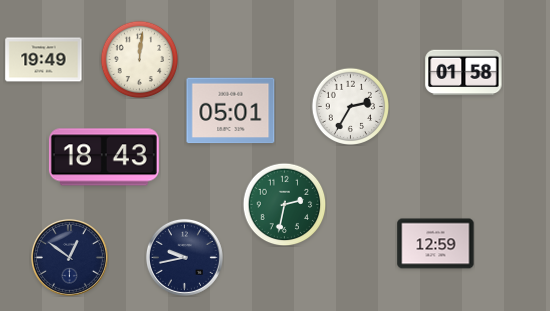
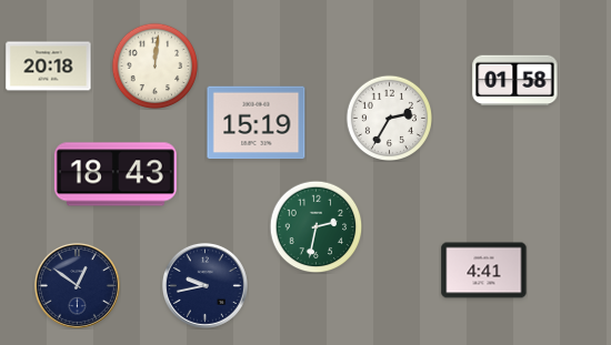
clock at (44, 60): 19:49 -> 20:18
clock at (231, 111): 05:01 -> 15:19
clock at (436, 244): 12:59 -> 4:41
